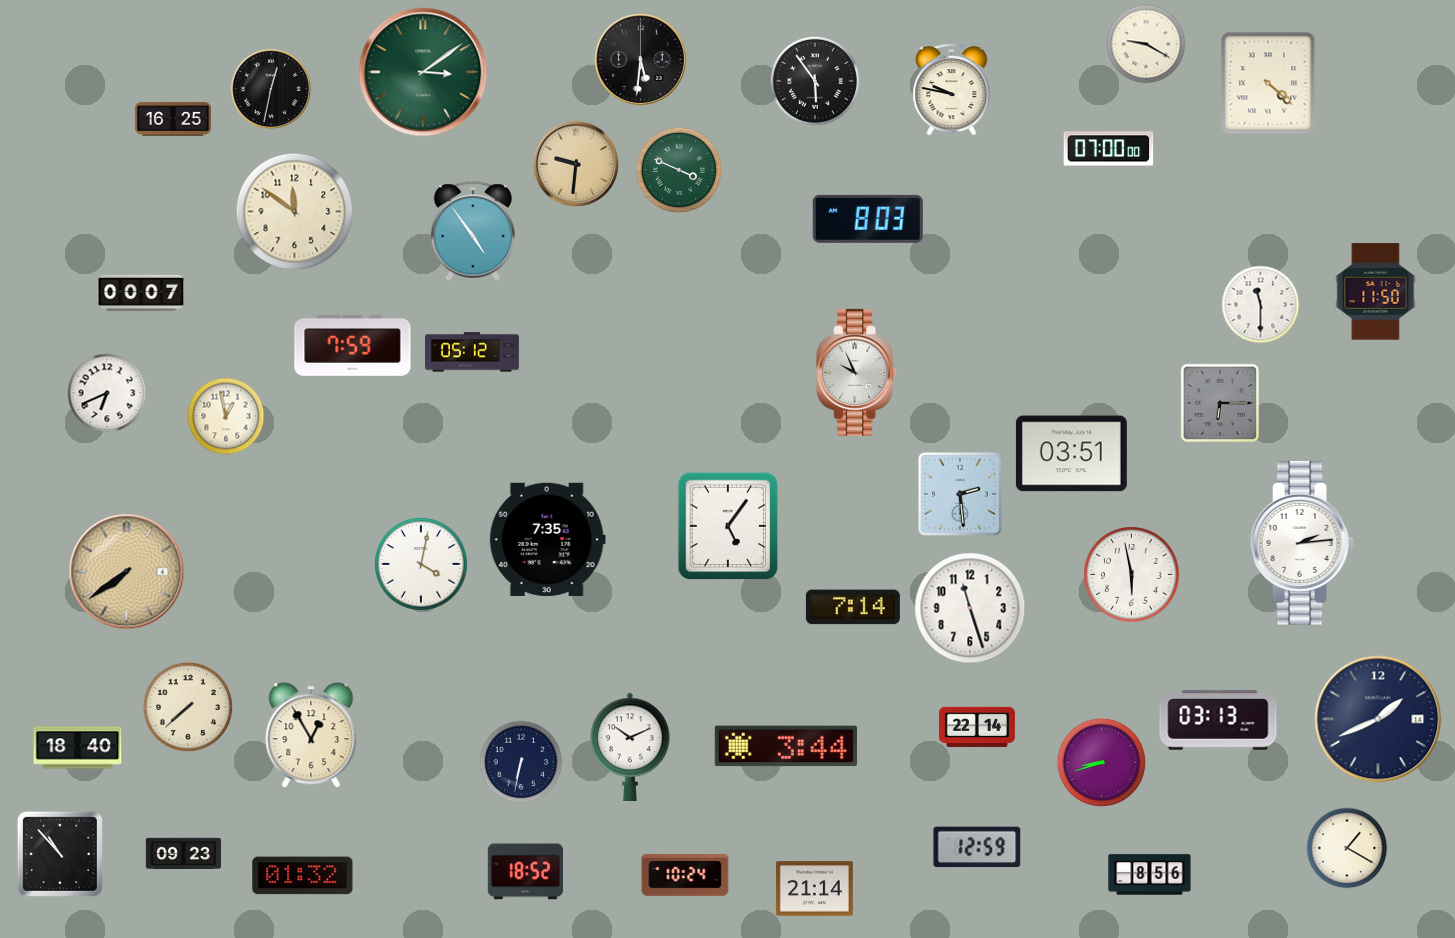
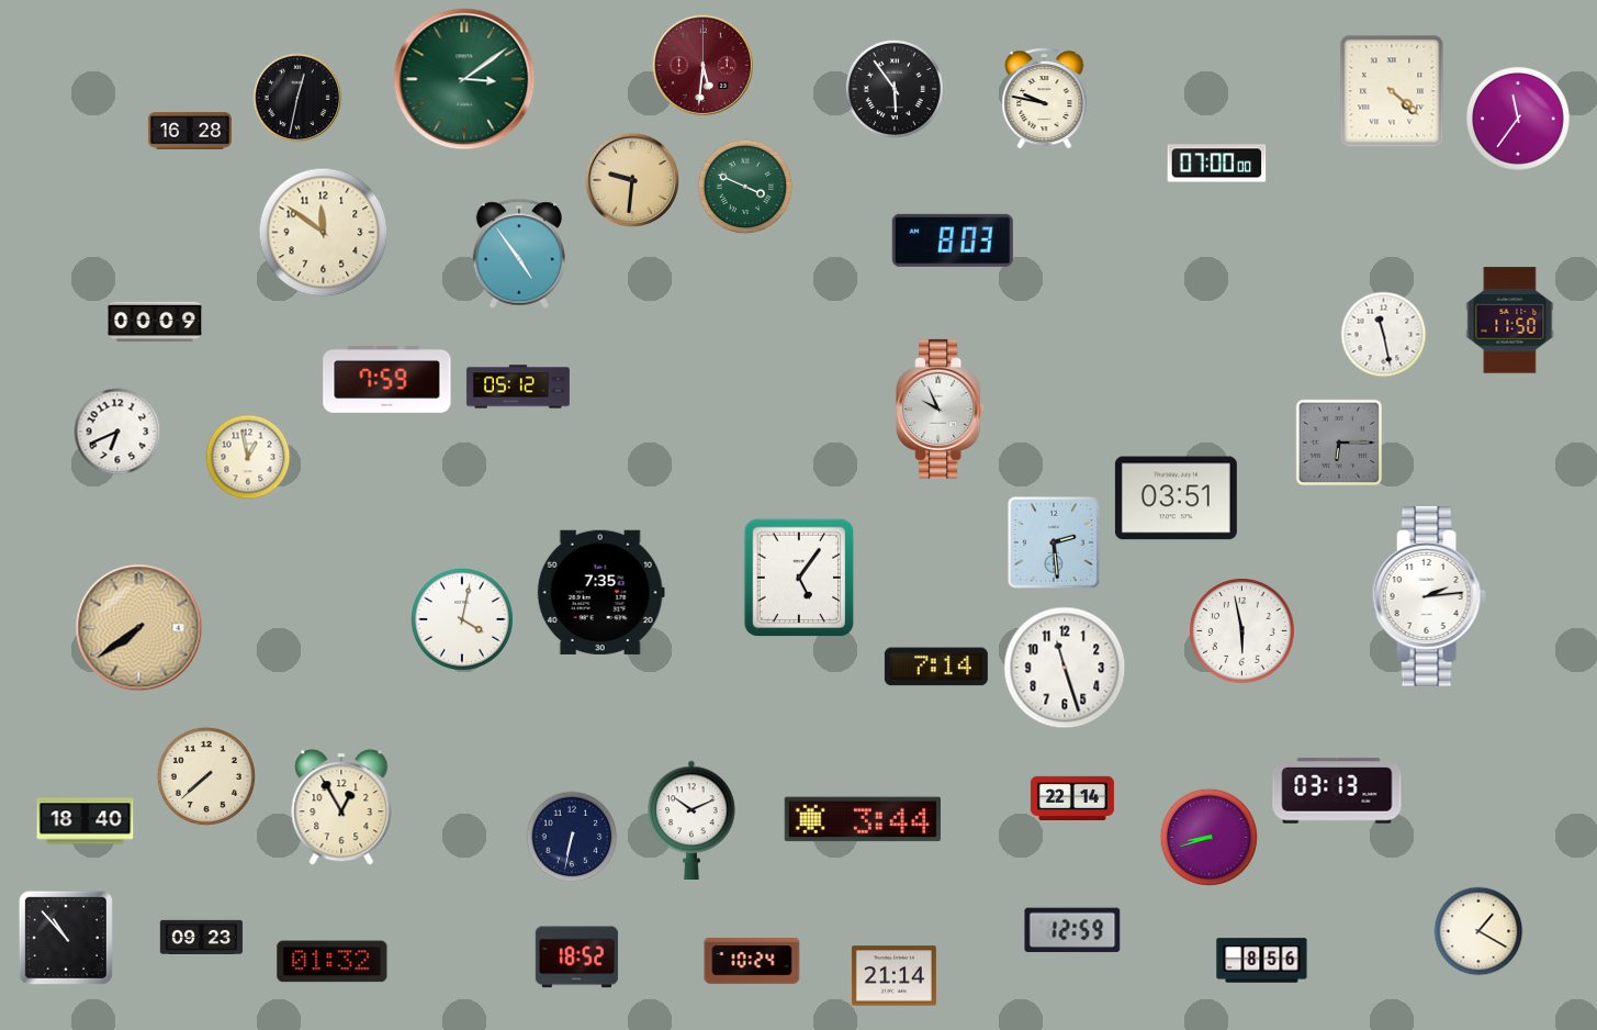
clock at (1146, 44): 9:20 -> none
clock at (640, 59) dial: black -> burgundy
clock at (1519, 120): none -> 11:36
clock at (173, 119): 16:25 -> 16:28
clock at (141, 293): 00:07 -> 00:09
clock at (1261, 305): 11:30 -> 11:28
clock at (1378, 719): 1:41 -> none
